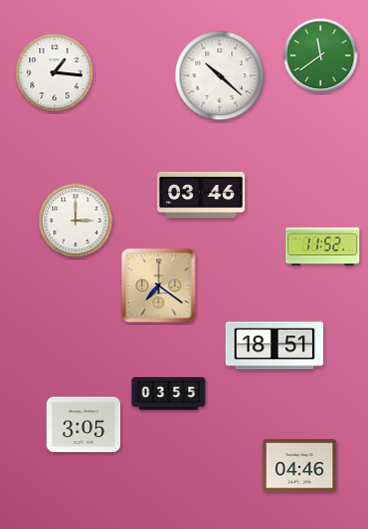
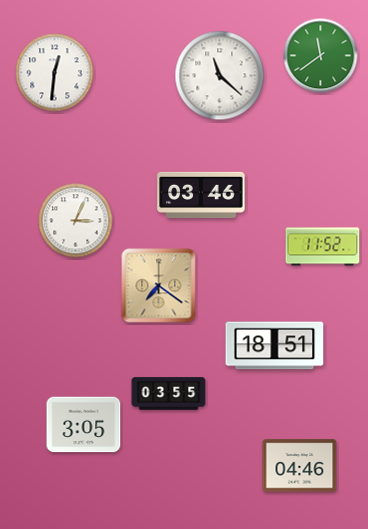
clock at (55, 73): 1:16 -> 12:31
clock at (220, 76): 10:22 -> 11:22
clock at (76, 221): 3:00 -> 3:04
